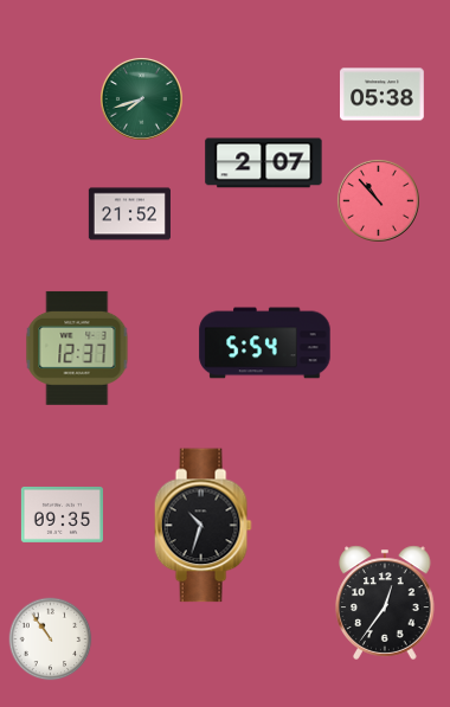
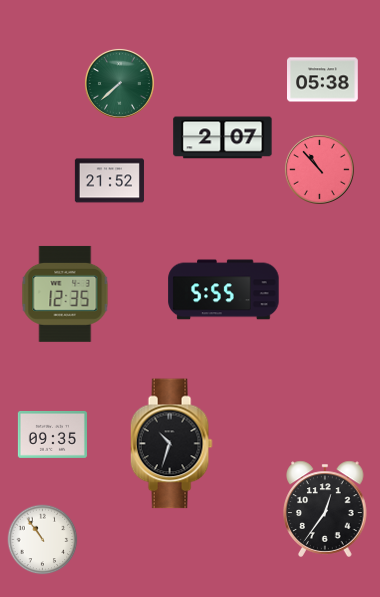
clock at (141, 98): 7:42 -> 7:38
clock at (265, 343): 5:54 -> 5:55
clock at (77, 348): 12:37 -> 12:35
